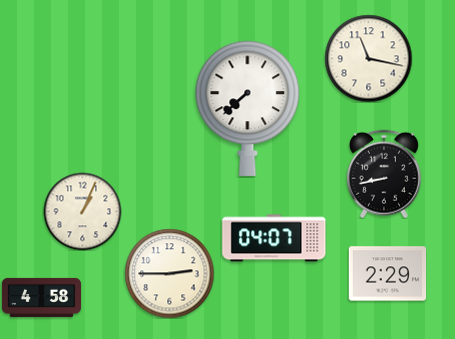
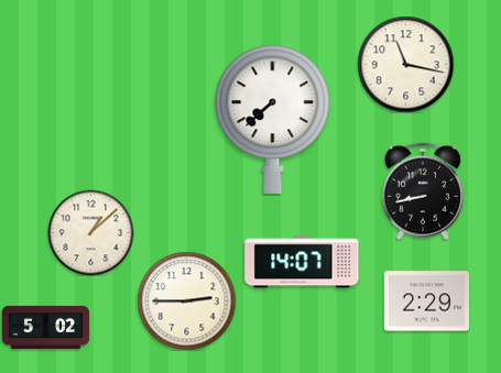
clock at (82, 211): 1:04 -> 1:08
clock at (274, 238): 04:07 -> 14:07
clock at (41, 297): 4:58 -> 5:02
